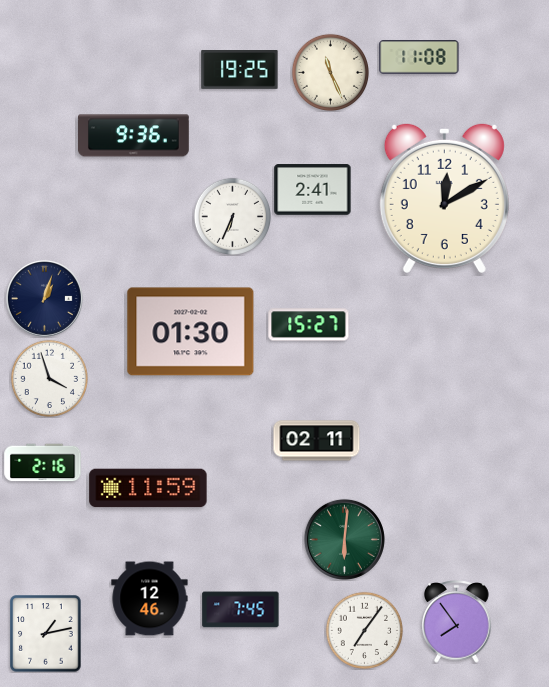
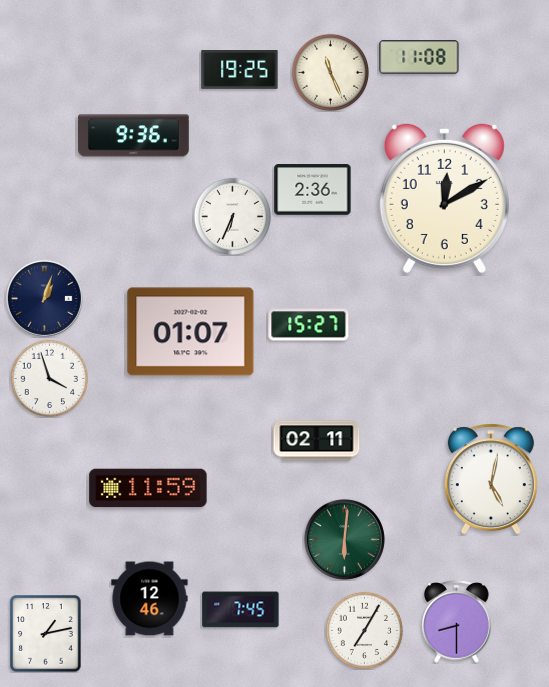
clock at (313, 190): 2:41 -> 2:36
clock at (191, 332): 01:30 -> 01:07
clock at (43, 463): 2:16 -> none
clock at (491, 479): none -> 5:02
clock at (457, 622): 7:54 -> 8:30
clock at (364, 630): 7:06 -> 7:05
